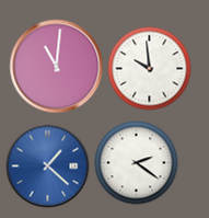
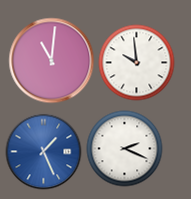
clock at (137, 163): 2:21 -> 2:19
clock at (48, 167): 1:22 -> 1:26
